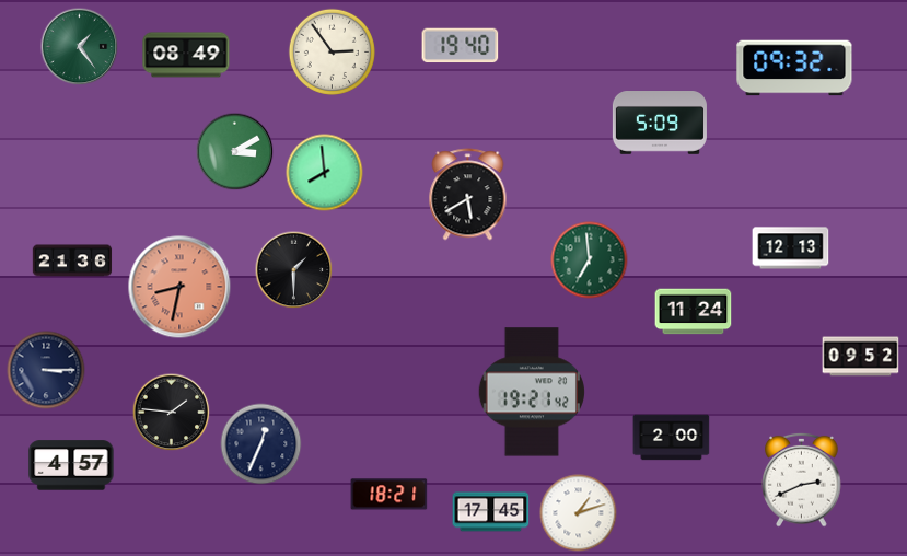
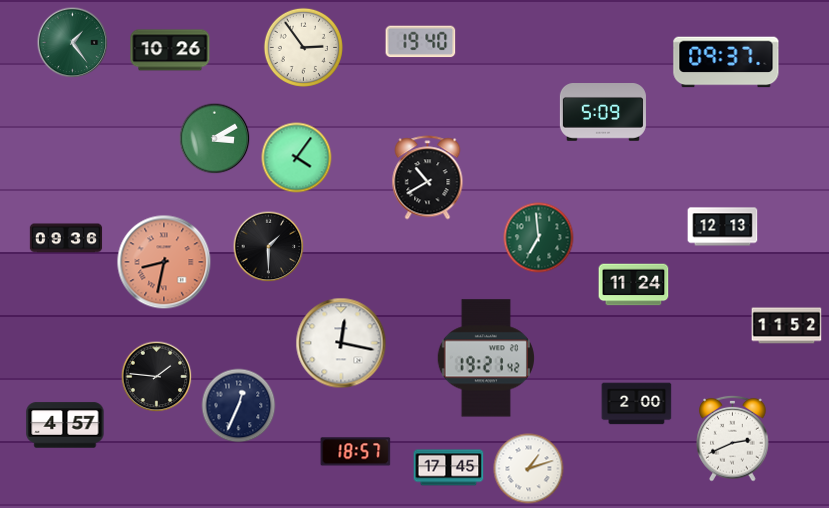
clock at (186, 55): 08:49 -> 10:26
clock at (794, 68): 09:32 -> 09:37
clock at (325, 173): 7:59 -> 4:06
clock at (468, 195): 5:40 -> 10:40
clock at (72, 260): 21:36 -> 09:36
clock at (861, 357): 09:52 -> 11:52
clock at (46, 370): 3:15 -> none
clock at (341, 343): none -> 12:17
clock at (672, 438) position: (672, 438) -> (637, 404)
clock at (389, 495): 18:21 -> 18:57
